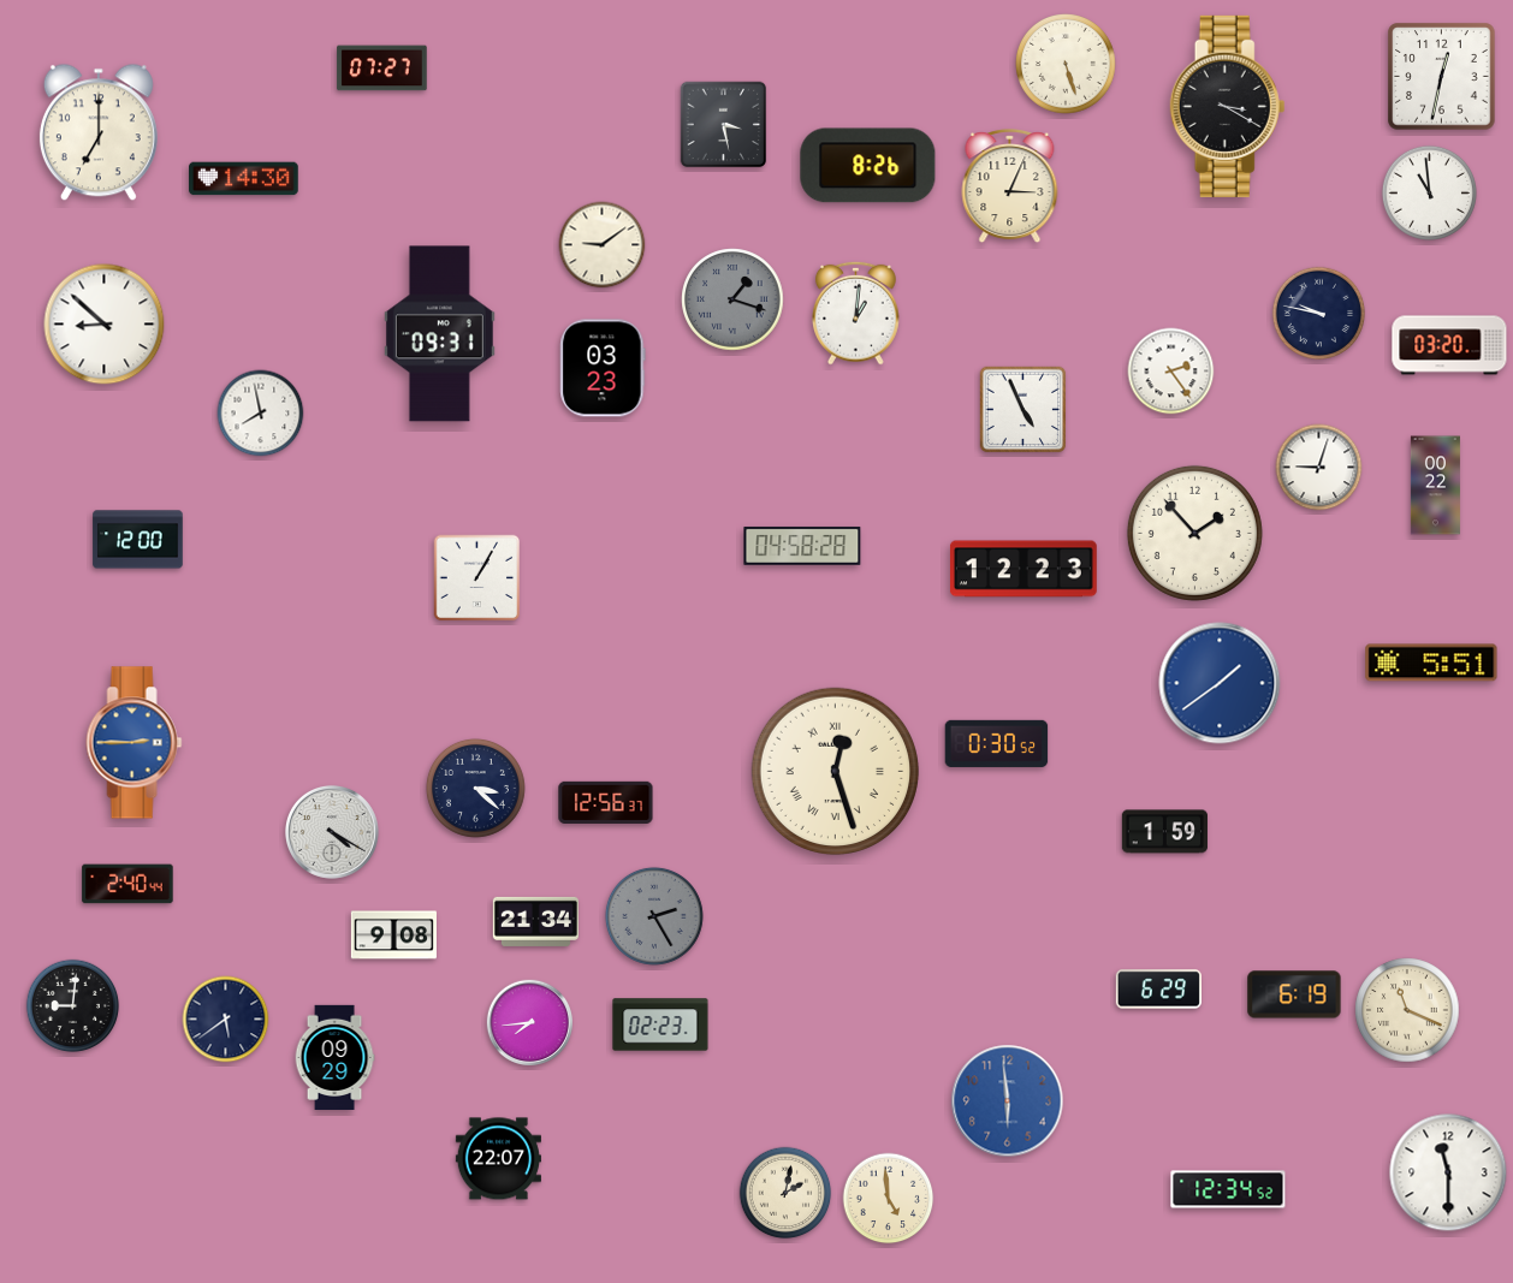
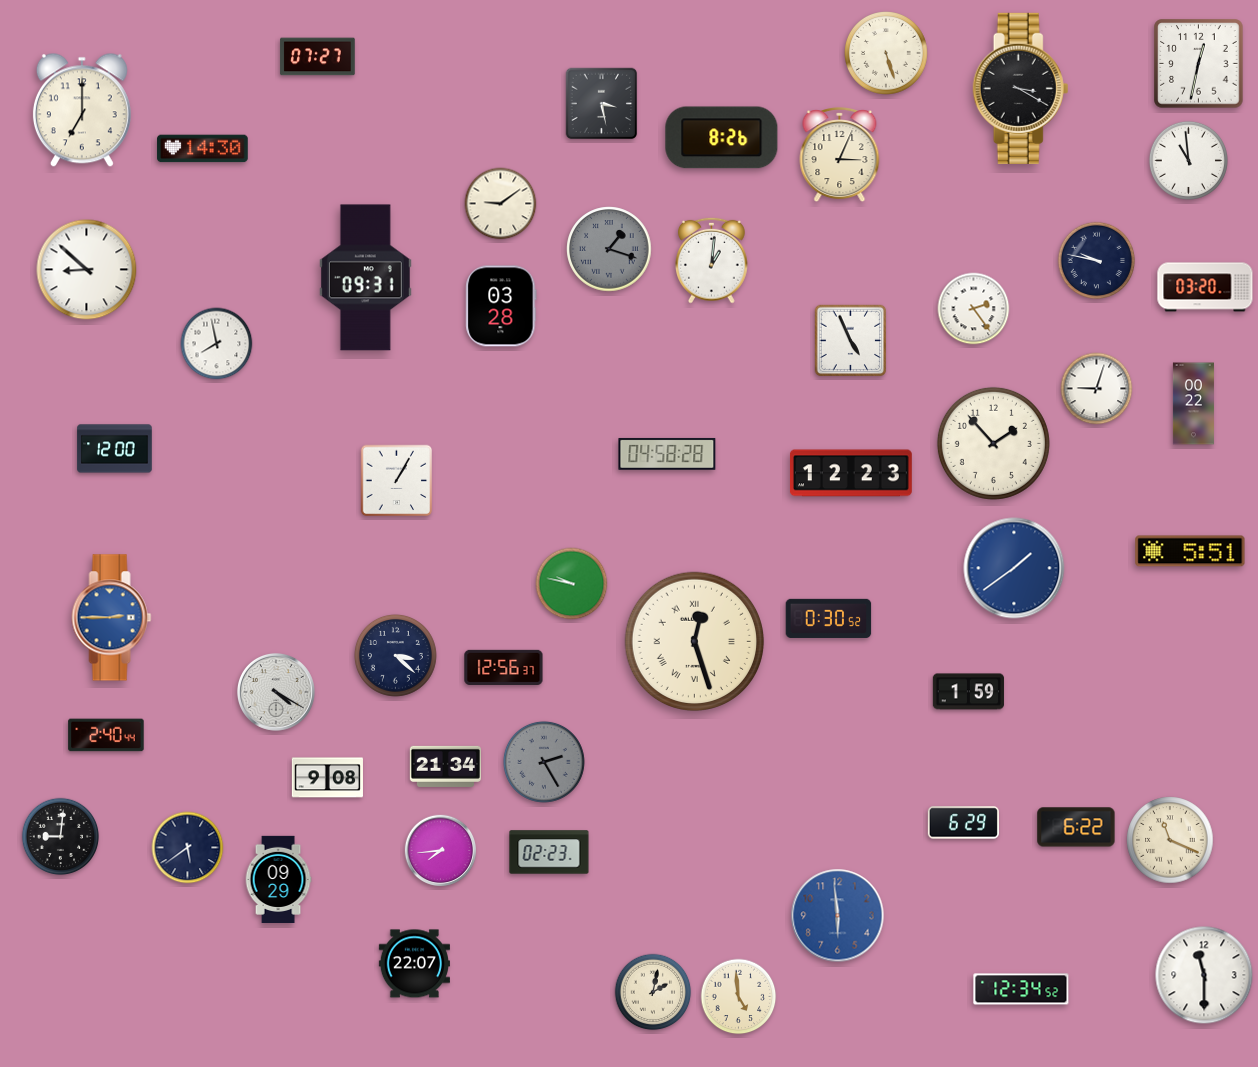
clock at (603, 368): 03:23 -> 03:28
clock at (572, 584): none -> 9:47
clock at (1294, 994): 6:19 -> 6:22
